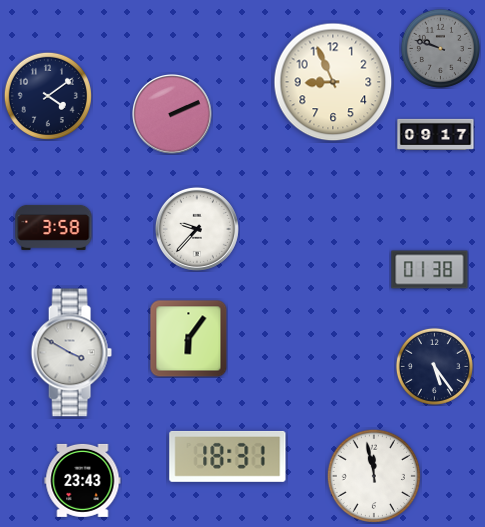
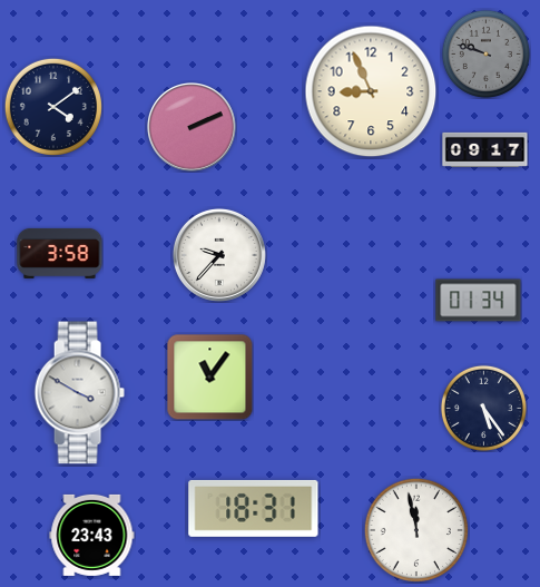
clock at (440, 48) position: (440, 48) -> (485, 53)
clock at (430, 270): 01:38 -> 01:34
clock at (188, 338): 6:06 -> 11:06
